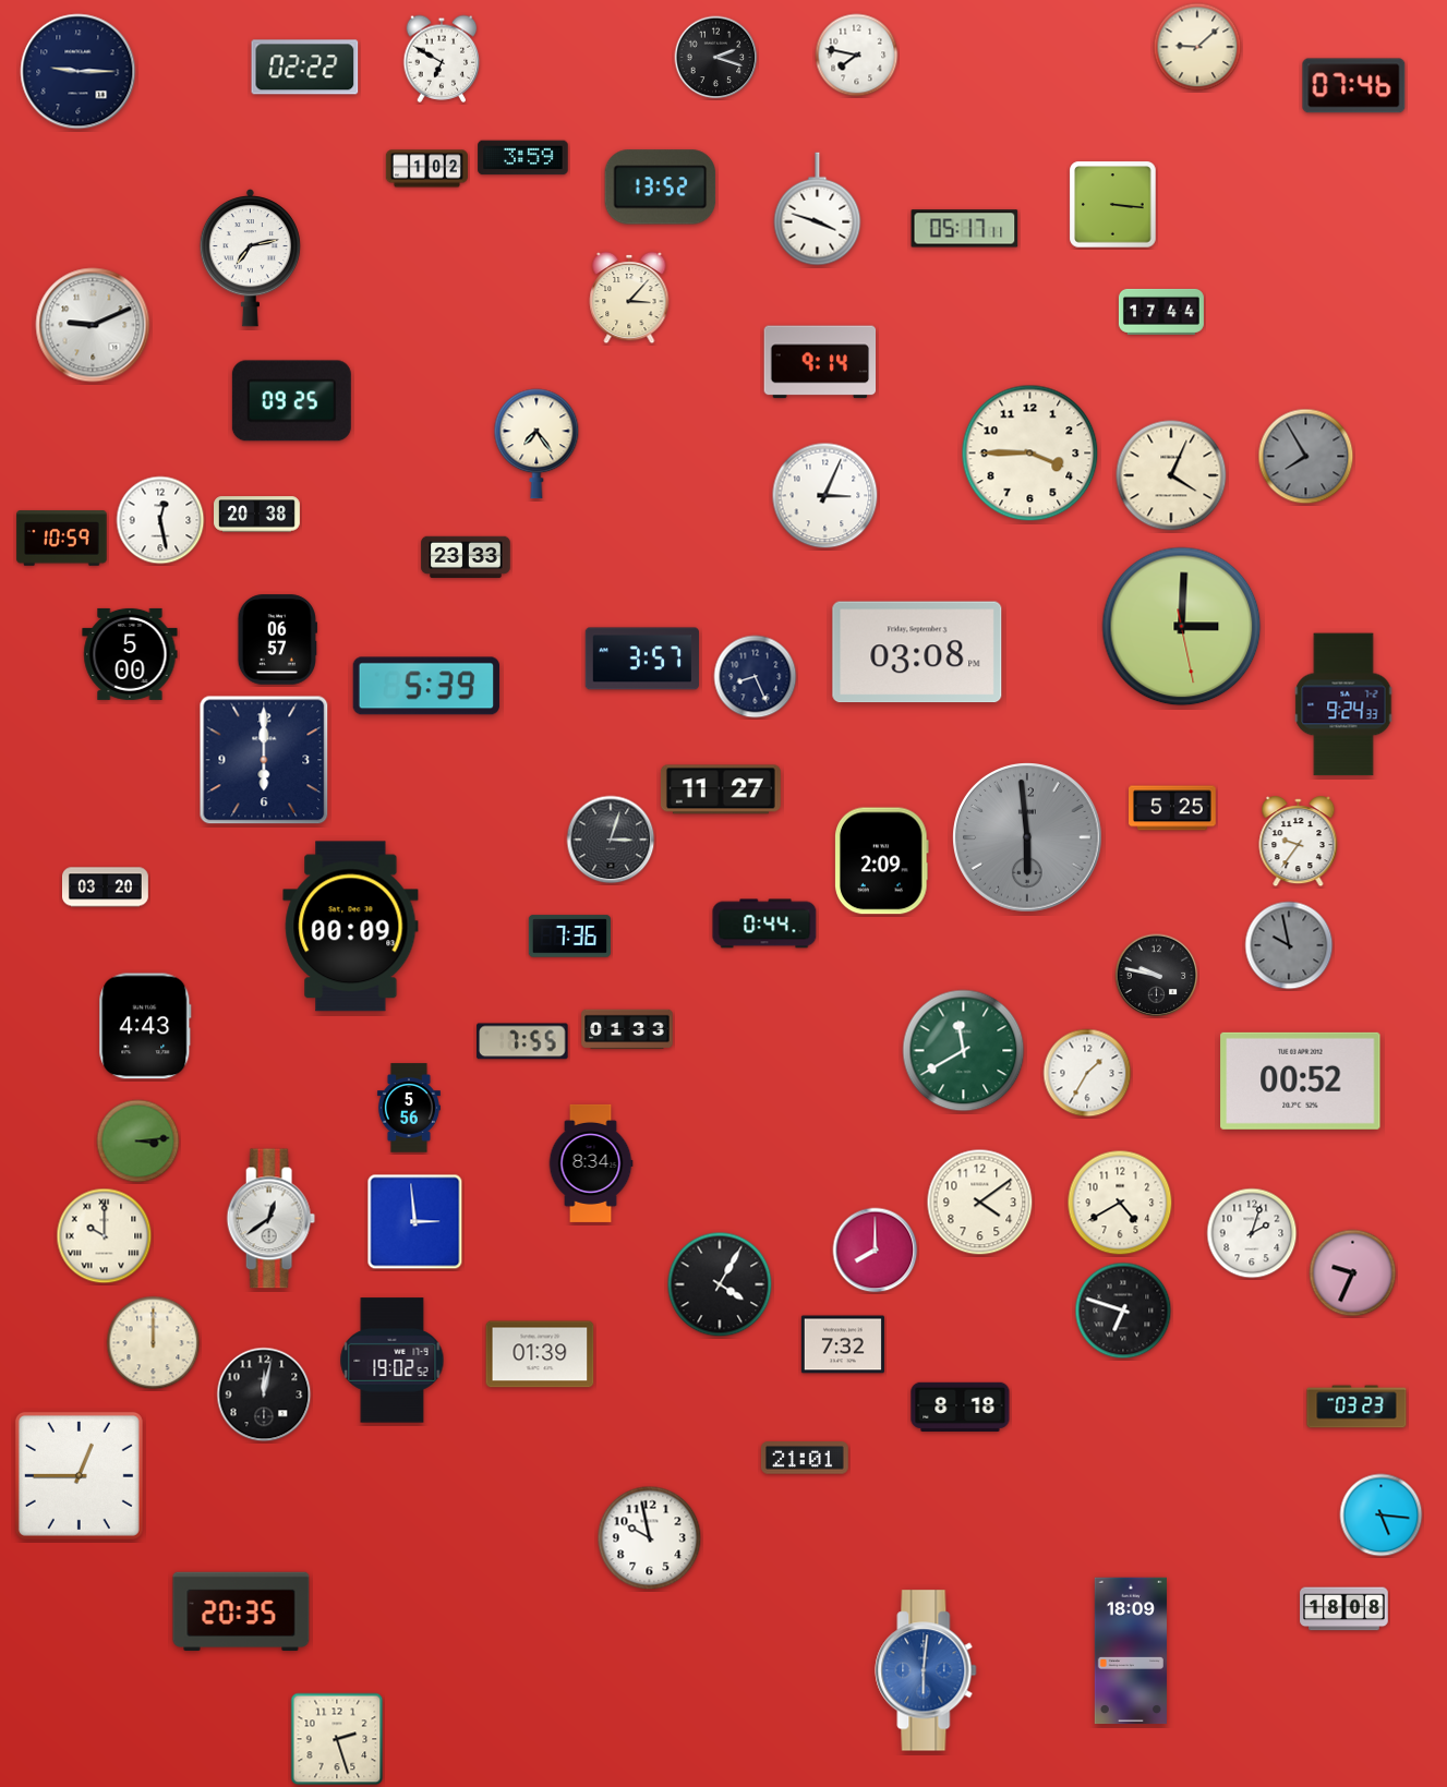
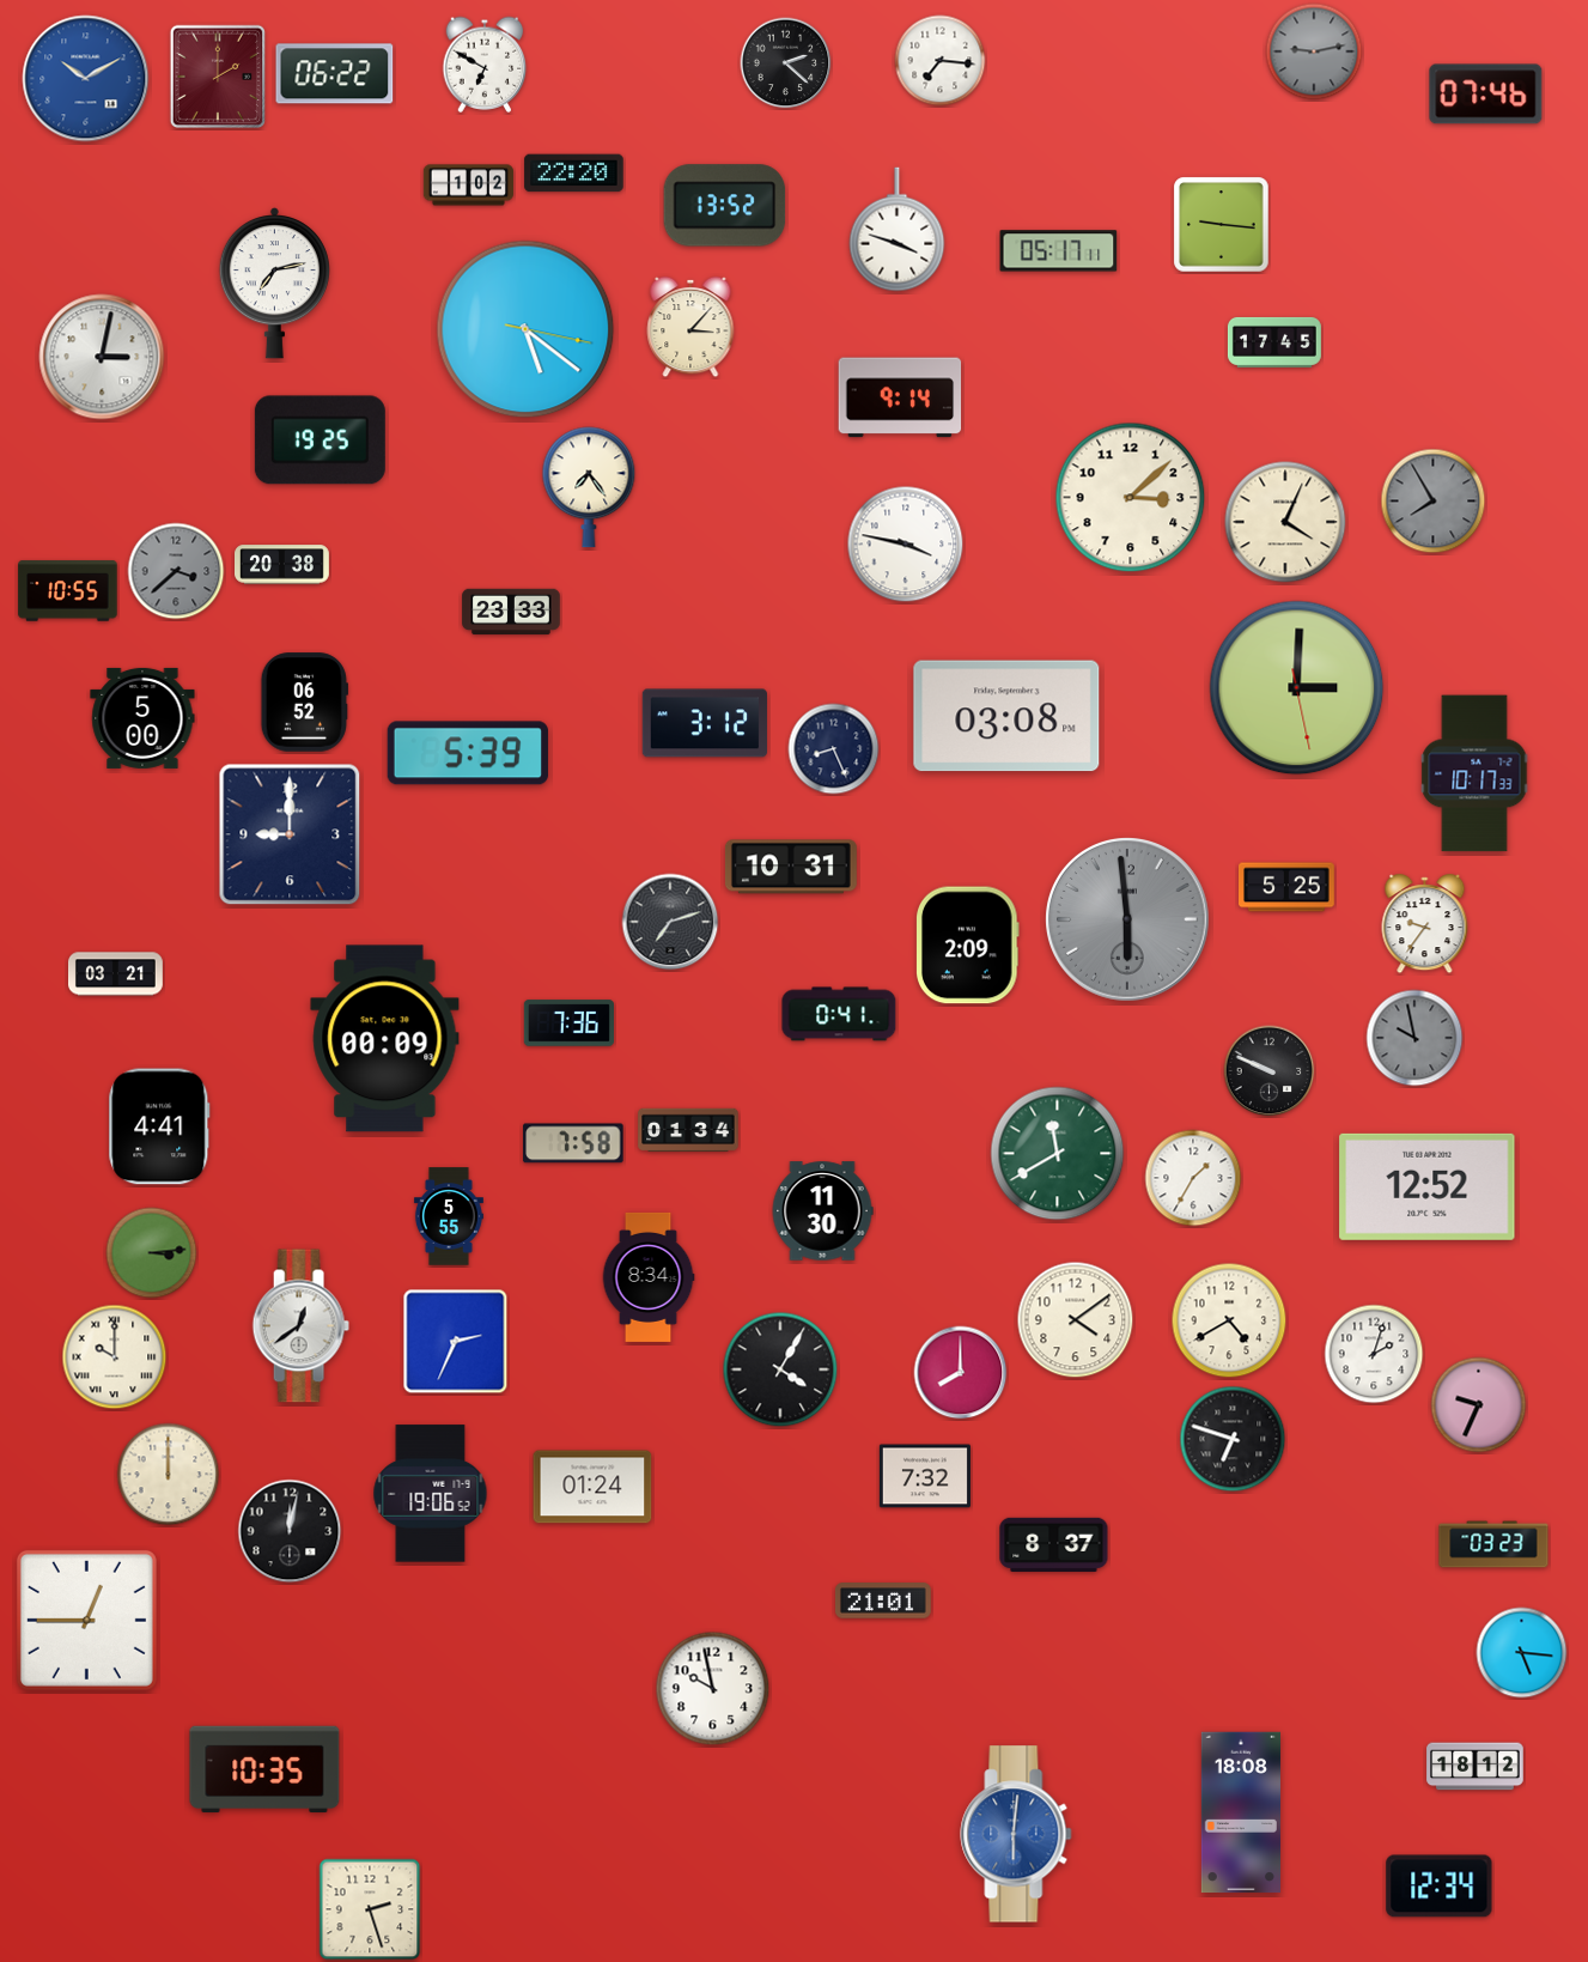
clock at (1197, 47): 9:08 -> 9:13
clock at (1197, 47) dial: cream -> grey
clock at (857, 56): 7:47 -> 7:16
clock at (716, 58): 2:18 -> 2:22
clock at (305, 68): 02:22 -> 06:22
clock at (217, 75): none -> 2:00
clock at (79, 72): 9:15 -> 10:10
clock at (79, 72) dial: navy -> blue
clock at (523, 158): 3:59 -> 22:20
clock at (1113, 205): 3:16 -> 9:16
clock at (525, 329): none -> 5:21
clock at (1161, 312): 17:44 -> 17:45
clock at (93, 325): 9:11 -> 3:02
clock at (291, 401): 09:25 -> 19:25
clock at (1030, 454): 3:45 -> 3:08
clock at (825, 496): 3:04 -> 3:47
clock at (160, 520): 12:28 -> 3:38
clock at (160, 520) dial: white -> grey
clock at (62, 539): 10:59 -> 10:55
clock at (277, 640): 06:57 -> 06:52
clock at (641, 659): 3:57 -> 3:12
clock at (756, 677) position: (756, 677) -> (834, 749)
clock at (1343, 704): 9:24 -> 10:17
clock at (264, 760): 6:00 -> 9:00
clock at (721, 789): 11:27 -> 10:31
clock at (611, 840): 3:03 -> 7:12
clock at (106, 888): 03:20 -> 03:21
clock at (764, 923): 0:44 -> 0:41
clock at (351, 927) position: (351, 927) -> (385, 1039)
clock at (569, 937) position: (569, 937) -> (568, 1023)
clock at (1157, 976): 9:47 -> 9:49
clock at (145, 1026): 4:43 -> 4:41
clock at (627, 1029): 01:33 -> 01:34
clock at (522, 1041): 7:55 -> 7:58
clock at (1301, 1080): 00:52 -> 12:52
clock at (822, 1211): none -> 11:30
clock at (409, 1108): 5:56 -> 5:55
clock at (270, 1219) position: (270, 1219) -> (300, 1326)
clock at (415, 1222): 2:59 -> 2:34
clock at (1353, 1273) position: (1353, 1273) -> (1479, 1405)
clock at (720, 1284) position: (720, 1284) -> (780, 1369)
clock at (540, 1354): 01:39 -> 01:24
clock at (393, 1361): 19:02 -> 19:06
clock at (961, 1406): 8:18 -> 8:37
clock at (1356, 1406) position: (1356, 1406) -> (1493, 1544)
clock at (1382, 1516) position: (1382, 1516) -> (1522, 1653)
clock at (1344, 1609): 18:08 -> 18:12
clock at (241, 1611): 20:35 -> 10:35
clock at (1131, 1651): 18:09 -> 18:08
clock at (1440, 1887): none -> 12:34
